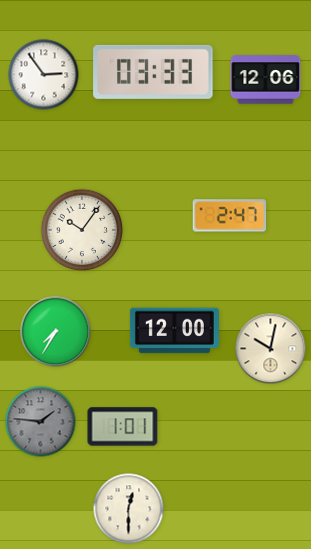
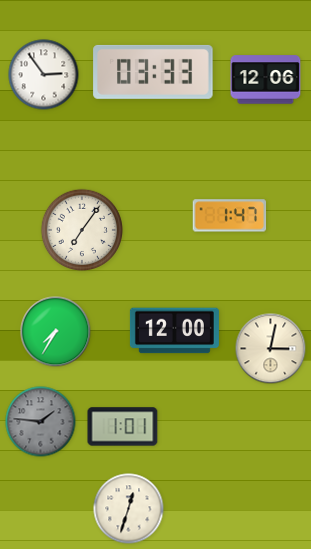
clock at (230, 216): 2:47 -> 1:47
clock at (82, 230): 10:06 -> 7:06
clock at (271, 349): 10:02 -> 3:02
clock at (129, 509): 12:30 -> 12:33
